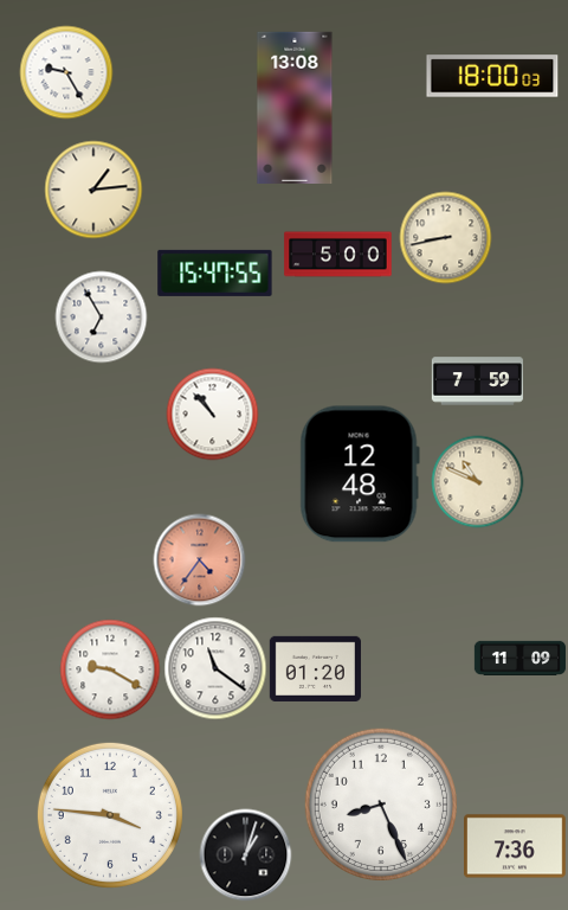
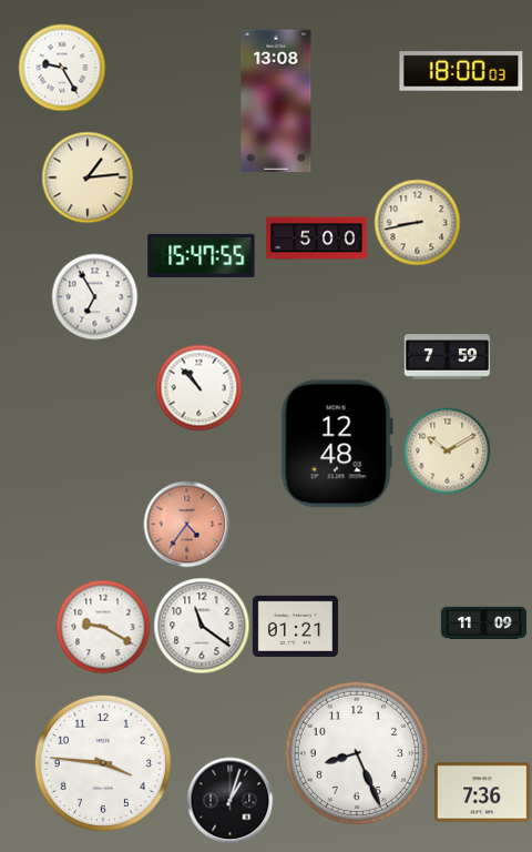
clock at (477, 481): 10:49 -> 10:10
clock at (519, 658) position: (519, 658) -> (483, 622)
clock at (315, 668): 01:20 -> 01:21
